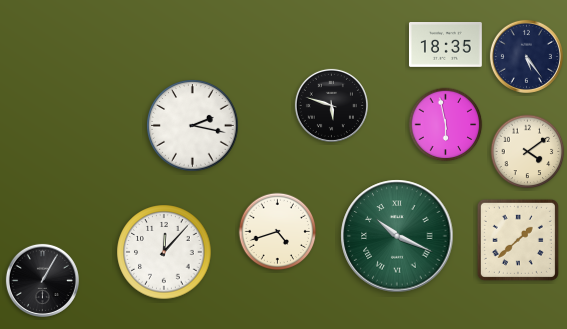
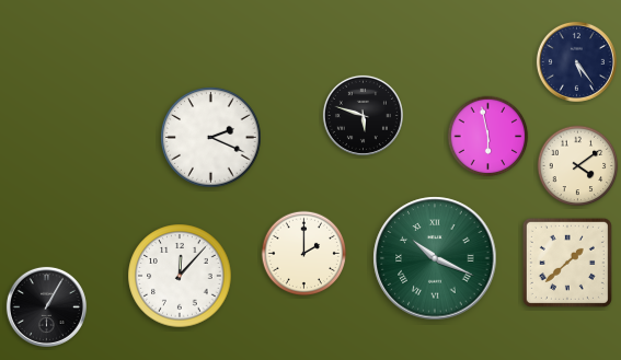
clock at (446, 45): 18:35 -> none
clock at (193, 126): 2:17 -> 2:19
clock at (278, 232): 4:42 -> 2:00
